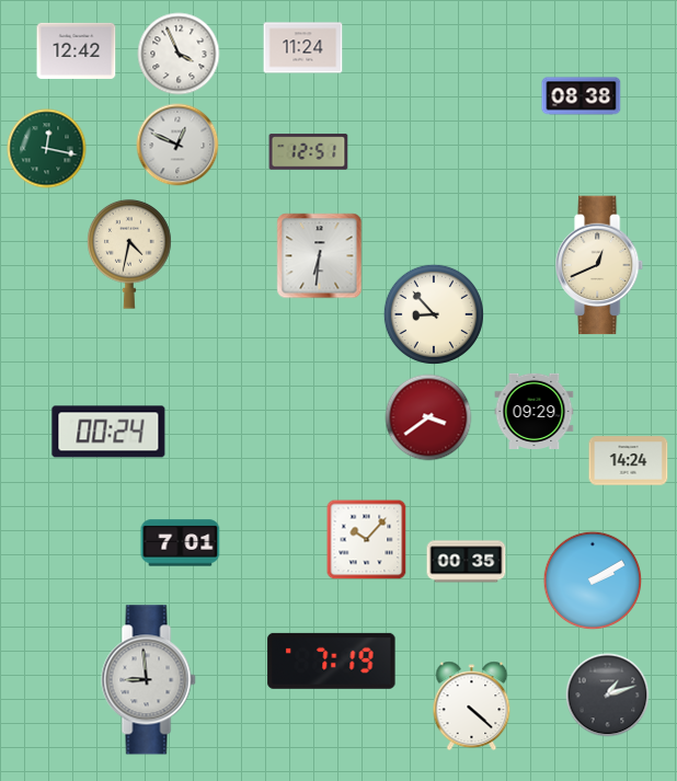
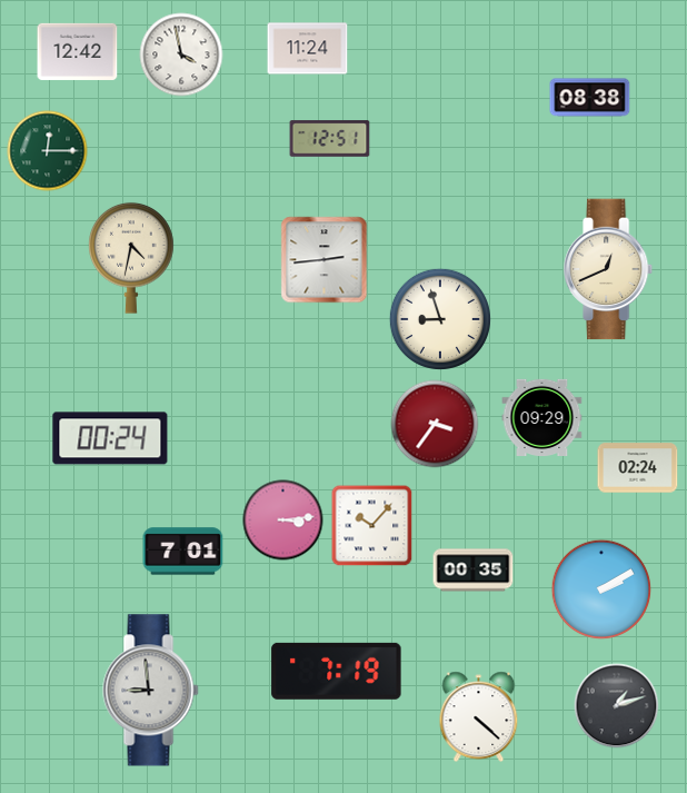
clock at (179, 54): 3:56 -> 3:58
clock at (177, 145): 12:49 -> none
clock at (47, 149): 12:17 -> 12:15
clock at (309, 152) position: (309, 152) -> (330, 139)
clock at (320, 256): 6:31 -> 2:44
clock at (434, 314): 8:53 -> 8:57
clock at (428, 417): 3:39 -> 3:36
clock at (629, 461): 14:24 -> 02:24
clock at (283, 521): none -> 3:14
clock at (367, 540) position: (367, 540) -> (372, 526)
